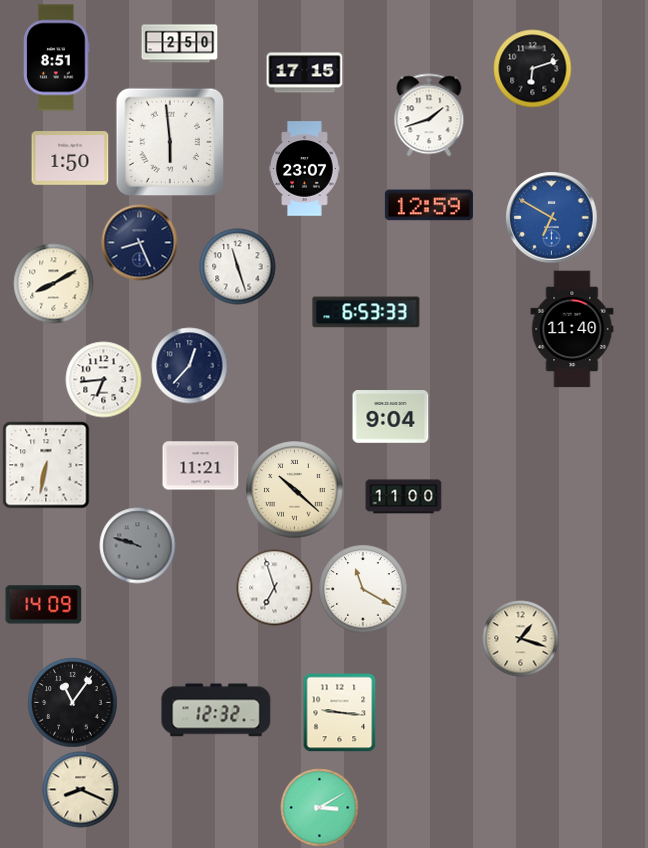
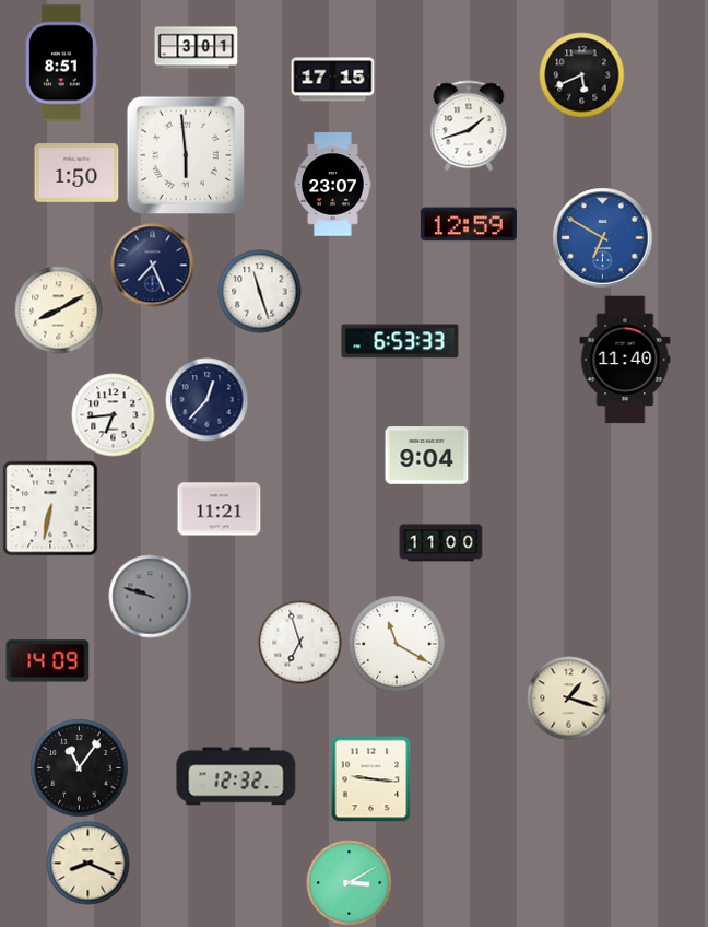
clock at (180, 44): 2:50 -> 3:01
clock at (533, 69): 6:12 -> 5:41
clock at (140, 243): 8:26 -> 7:26
clock at (295, 490): 10:22 -> none
